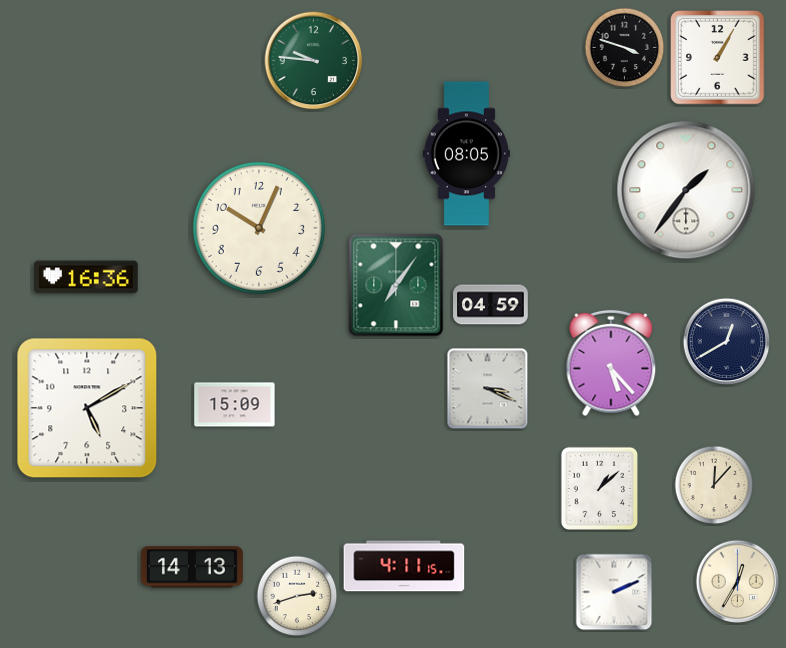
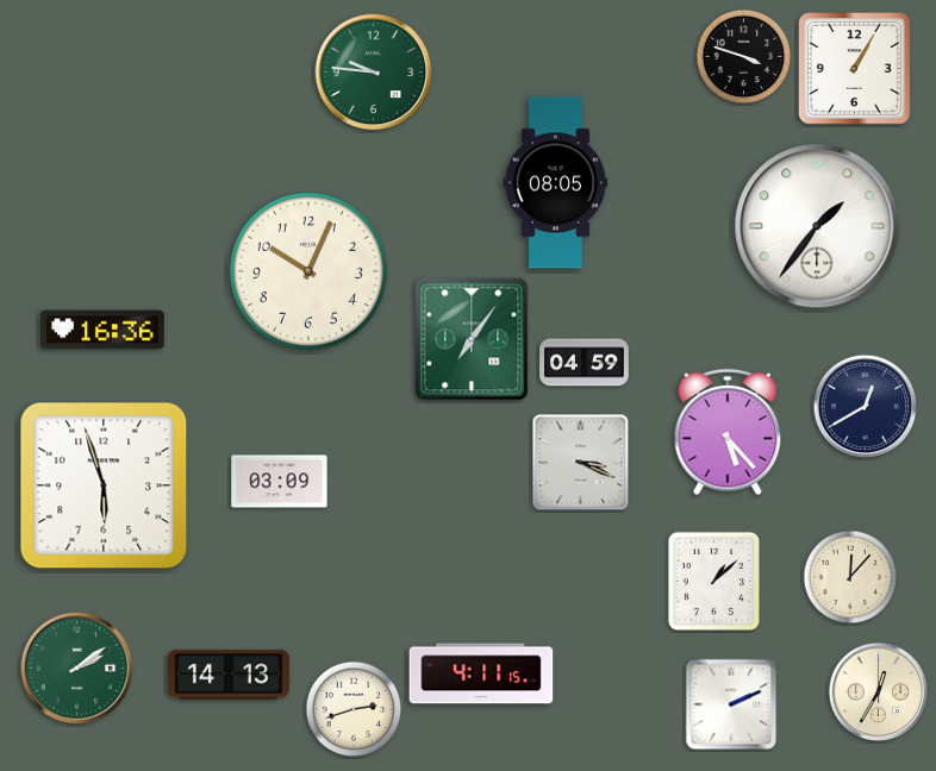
clock at (235, 405): 15:09 -> 03:09
clock at (87, 408): 5:10 -> 5:57
clock at (77, 669): none -> 2:09
